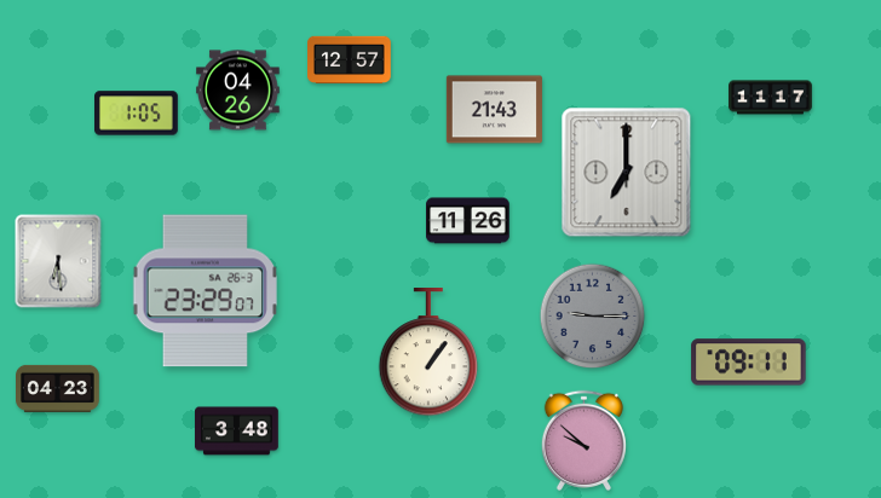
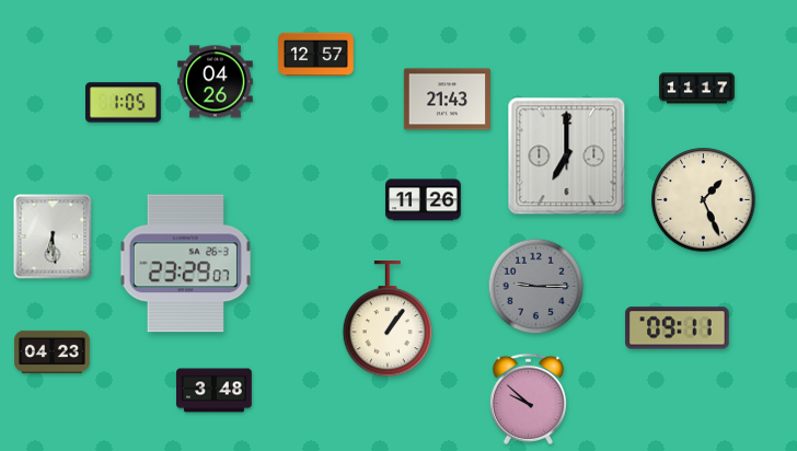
clock at (704, 200): none -> 1:26
